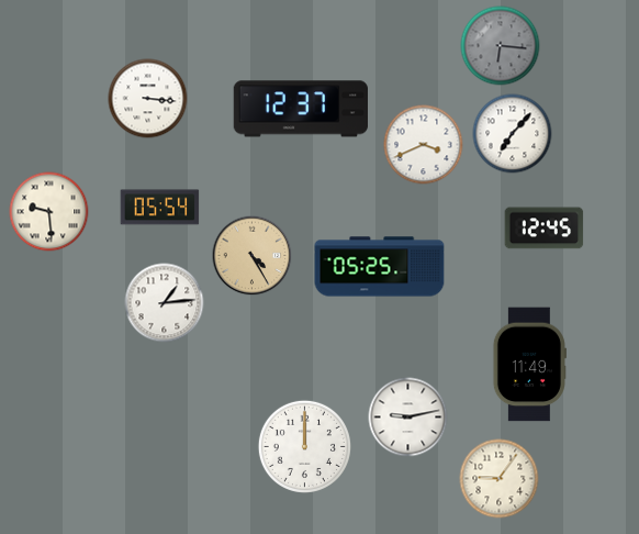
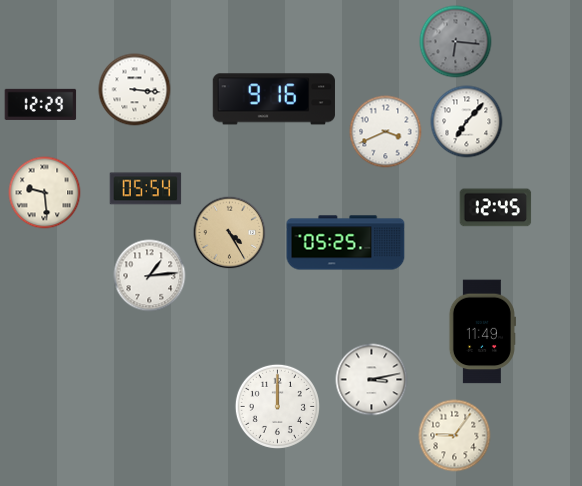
clock at (301, 109): 12:37 -> 9:16
clock at (41, 104): none -> 12:29
clock at (408, 418): 9:13 -> 3:13
